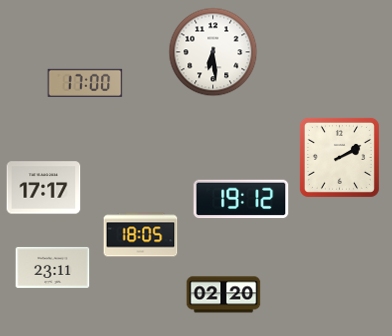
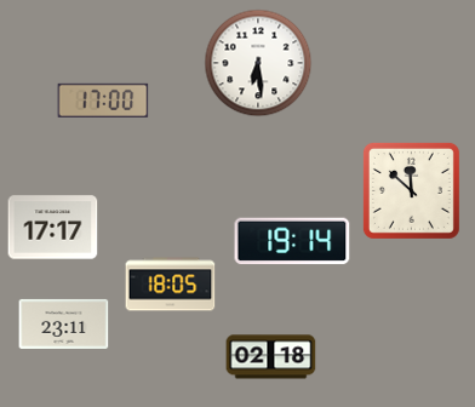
clock at (339, 157): 2:10 -> 11:52
clock at (241, 199): 19:12 -> 19:14
clock at (224, 295): 02:20 -> 02:18
